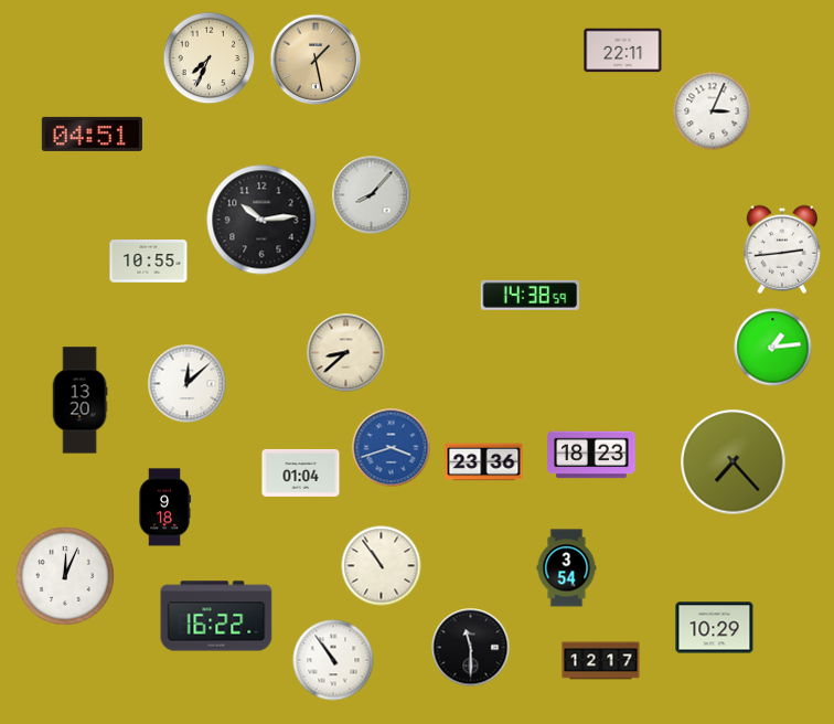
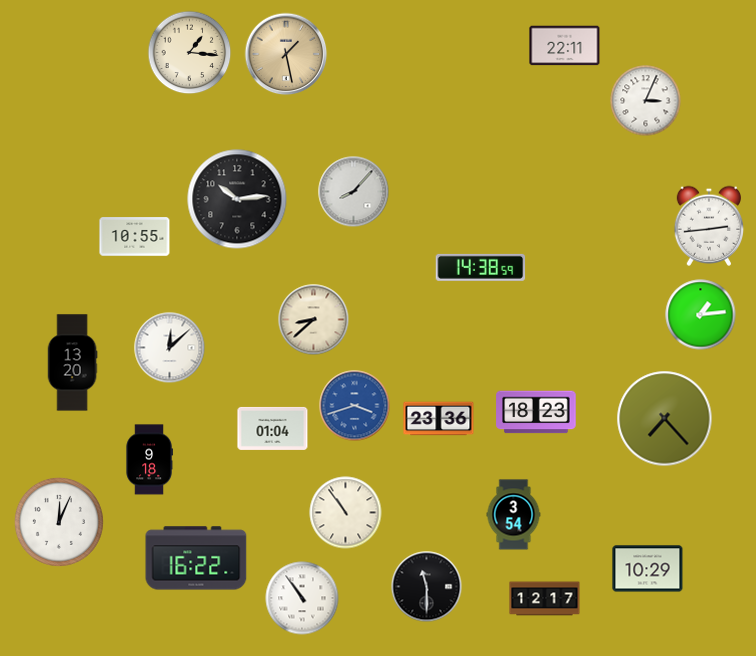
clock at (210, 58): 7:34 -> 1:16
clock at (92, 134): 04:51 -> none
clock at (372, 195) position: (372, 195) -> (354, 192)
